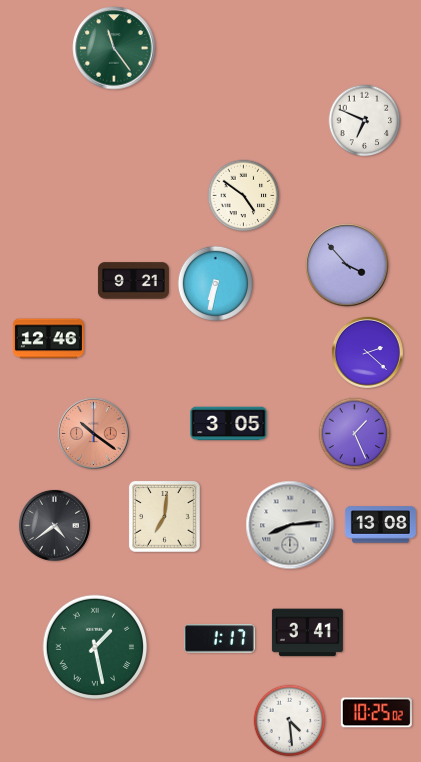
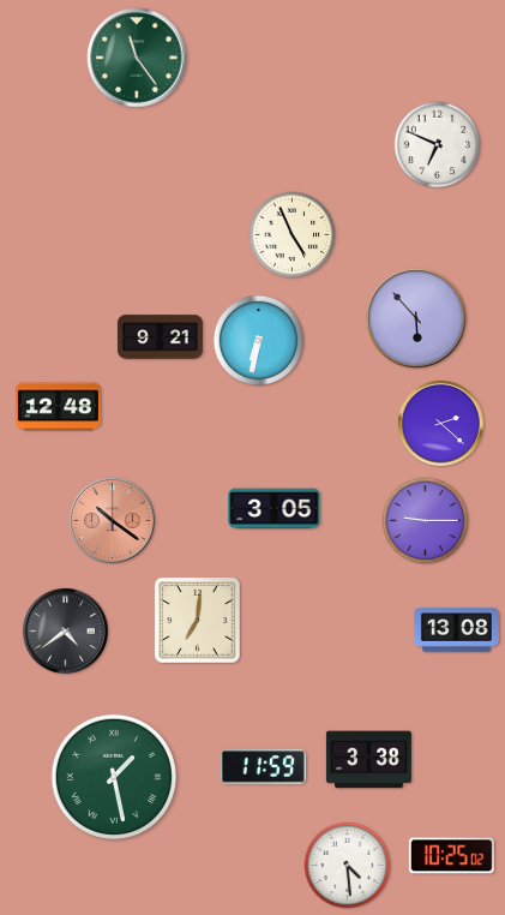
clock at (244, 196): 4:51 -> 4:56
clock at (347, 265): 3:53 -> 5:53
clock at (48, 339): 12:46 -> 12:48
clock at (355, 434): 1:26 -> 9:15
clock at (290, 525): 8:14 -> none
clock at (307, 633): 3:41 -> 3:38
clock at (219, 639): 1:17 -> 11:59
